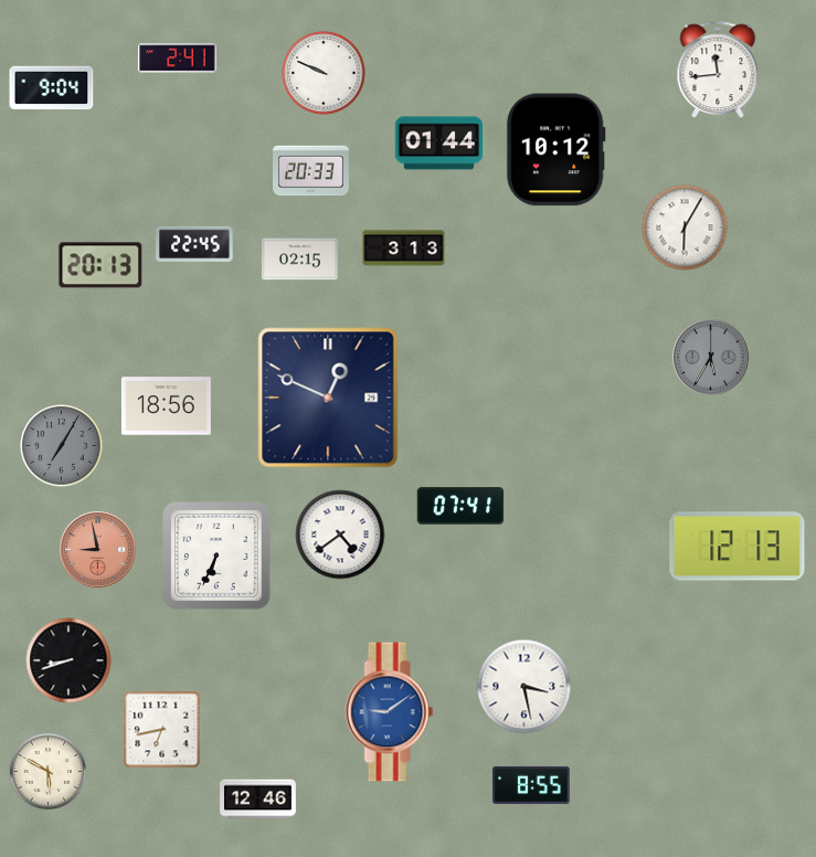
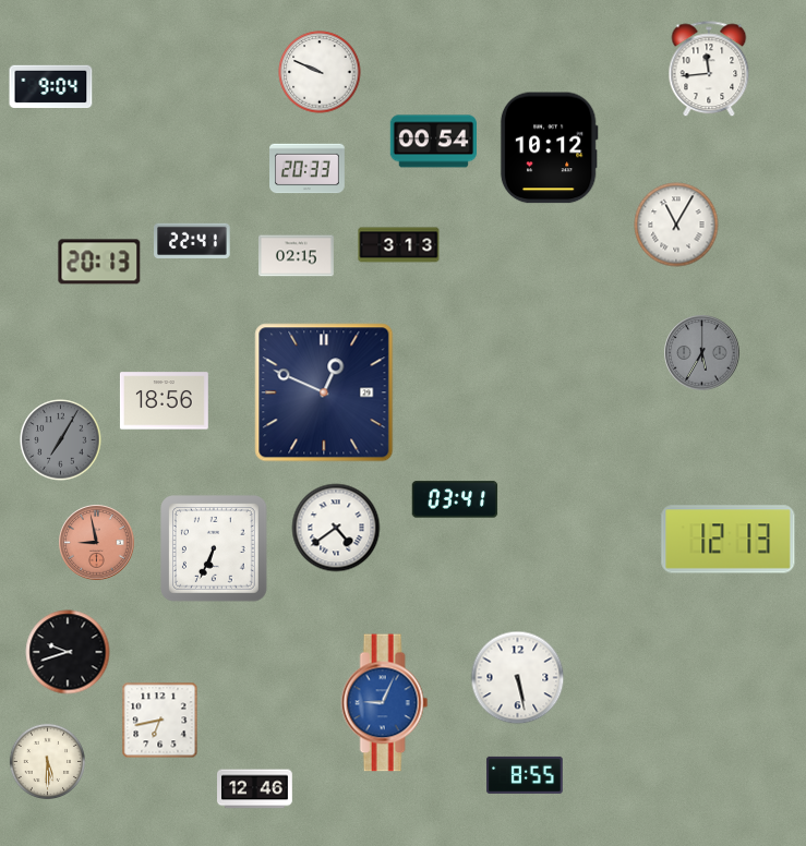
clock at (178, 59): 2:41 -> none
clock at (438, 144): 01:44 -> 00:54
clock at (685, 228): 6:05 -> 11:05
clock at (194, 243): 22:45 -> 22:41
clock at (460, 506): 07:41 -> 03:41
clock at (68, 660): 8:42 -> 9:42
clock at (524, 687): 3:28 -> 5:28
clock at (390, 712): 9:09 -> 9:04
clock at (47, 771): 5:50 -> 5:30
